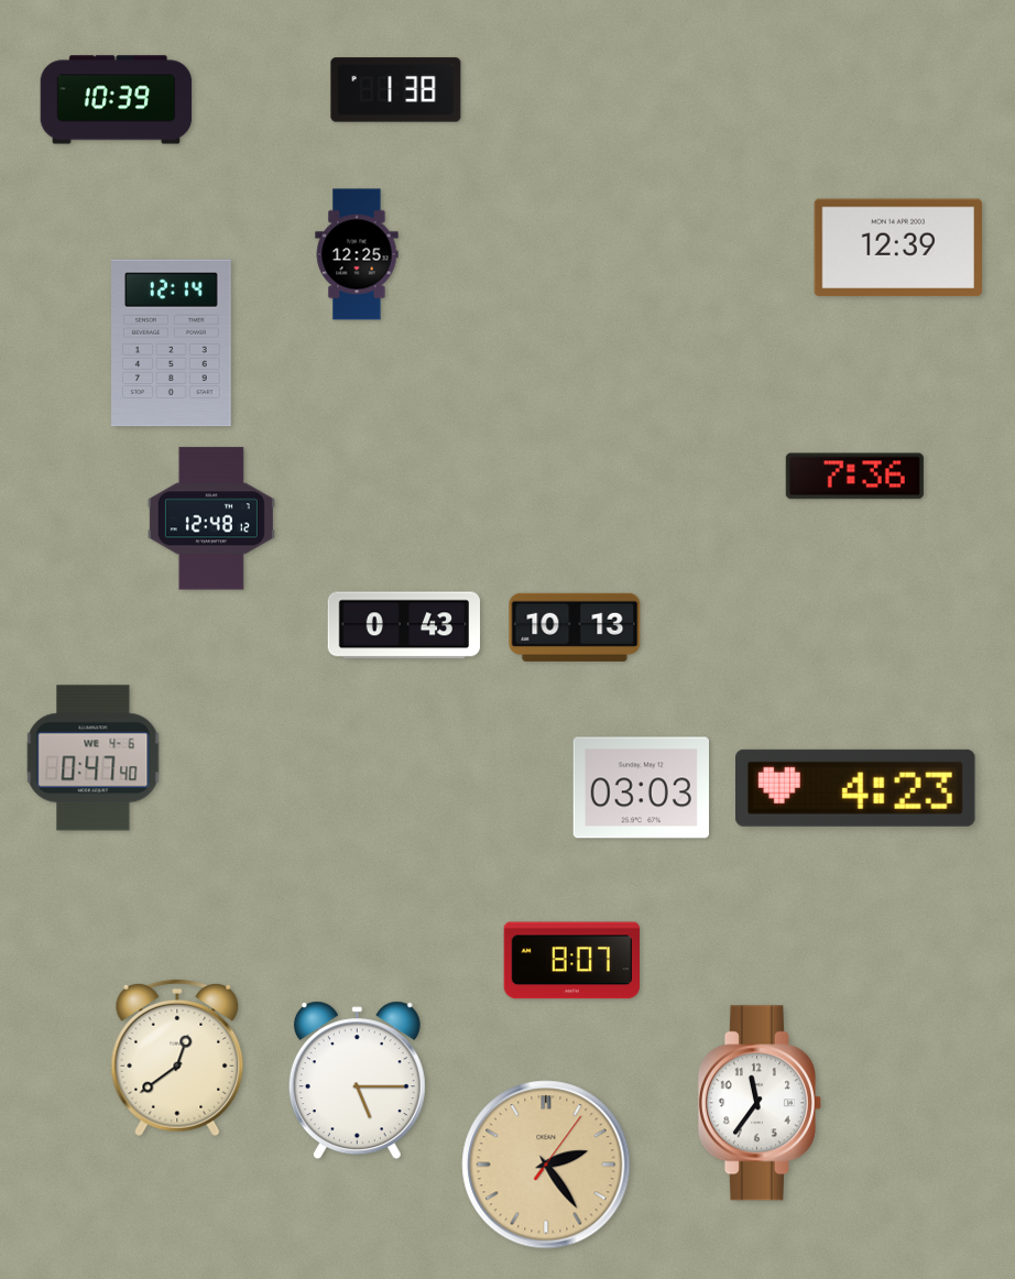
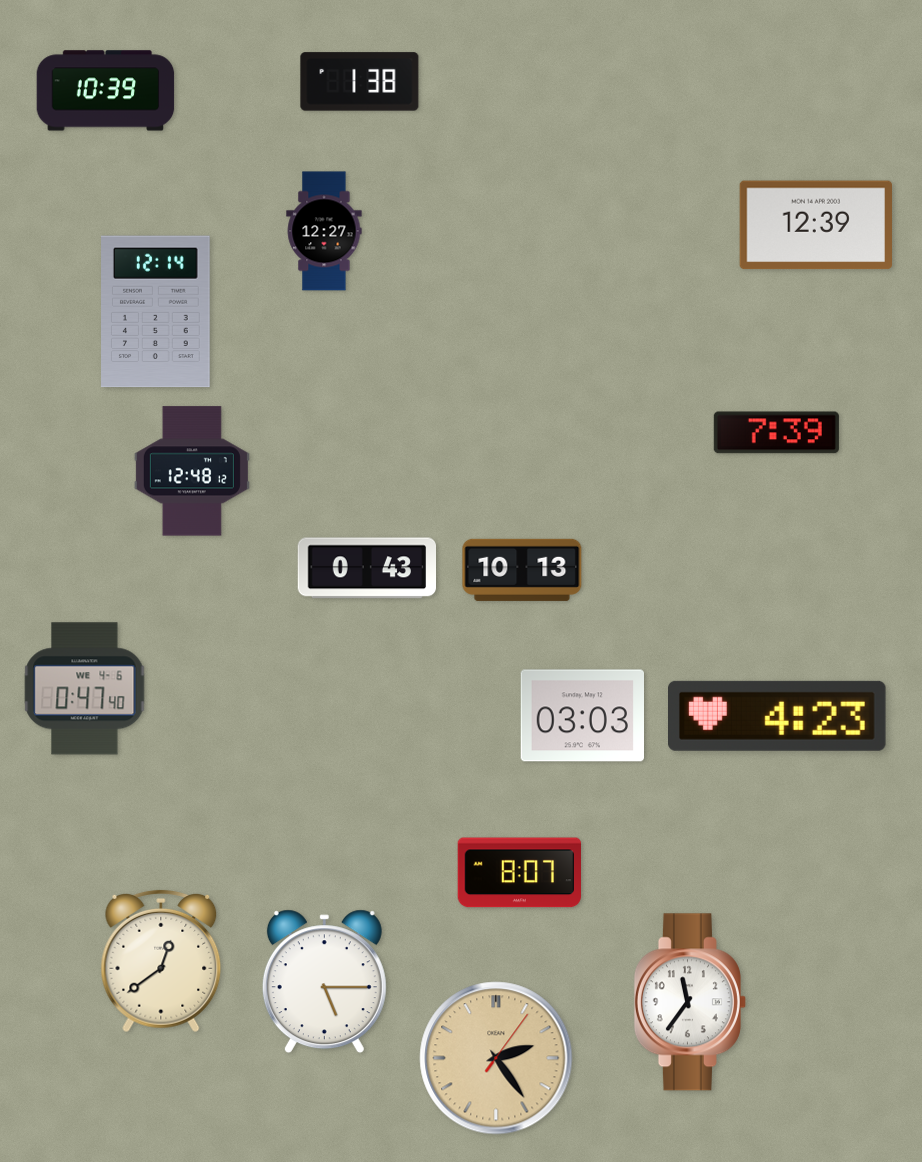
clock at (357, 254): 12:25 -> 12:27
clock at (854, 477): 7:36 -> 7:39
